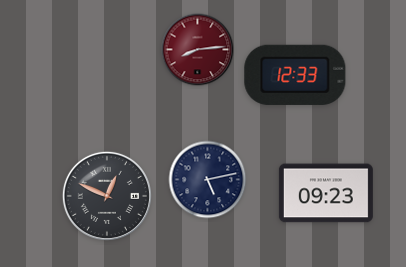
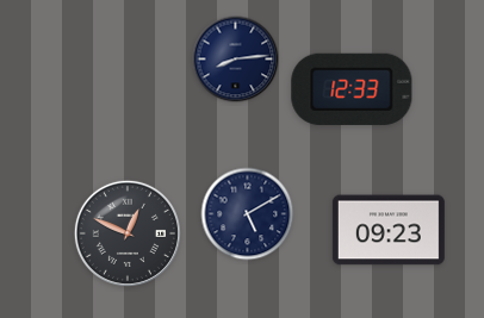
clock at (198, 50) dial: burgundy -> navy
clock at (208, 180): 5:13 -> 5:10
